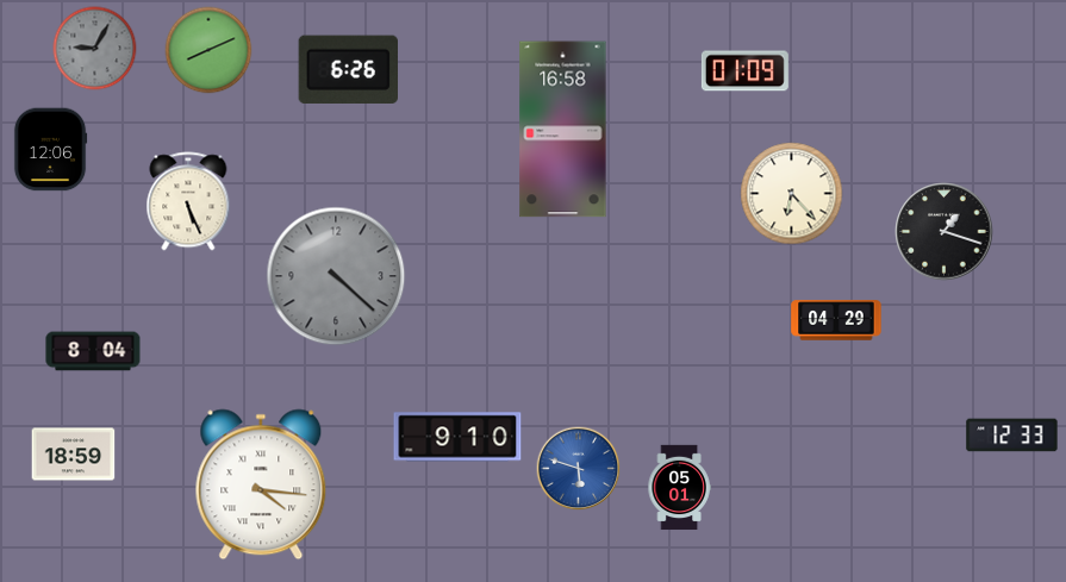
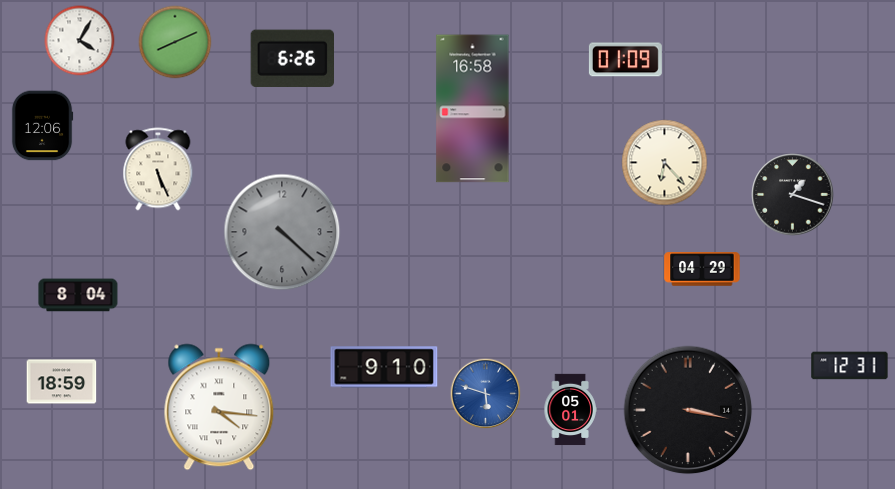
clock at (95, 49): 9:05 -> 4:05
clock at (95, 49) dial: grey -> white
clock at (1012, 436): 12:33 -> 12:31
clock at (688, 410): none -> 3:17
